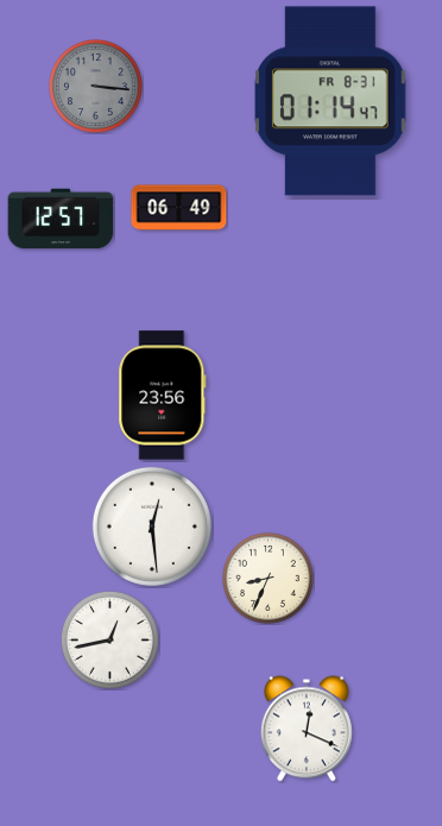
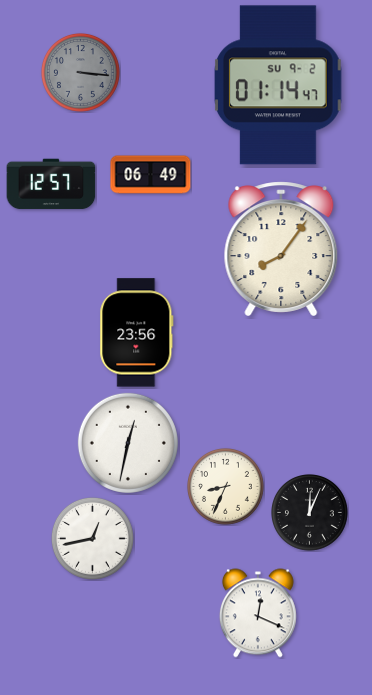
clock at (331, 101) date: FR 8-31 -> SU 9-2
clock at (281, 249): none -> 8:06
clock at (152, 527): 12:29 -> 12:32
clock at (310, 513): none -> 12:04
